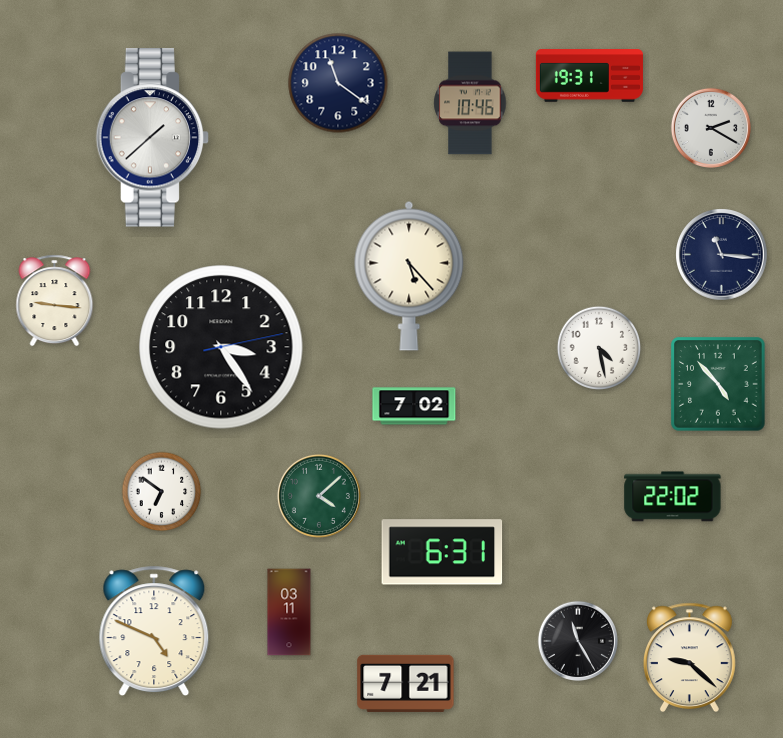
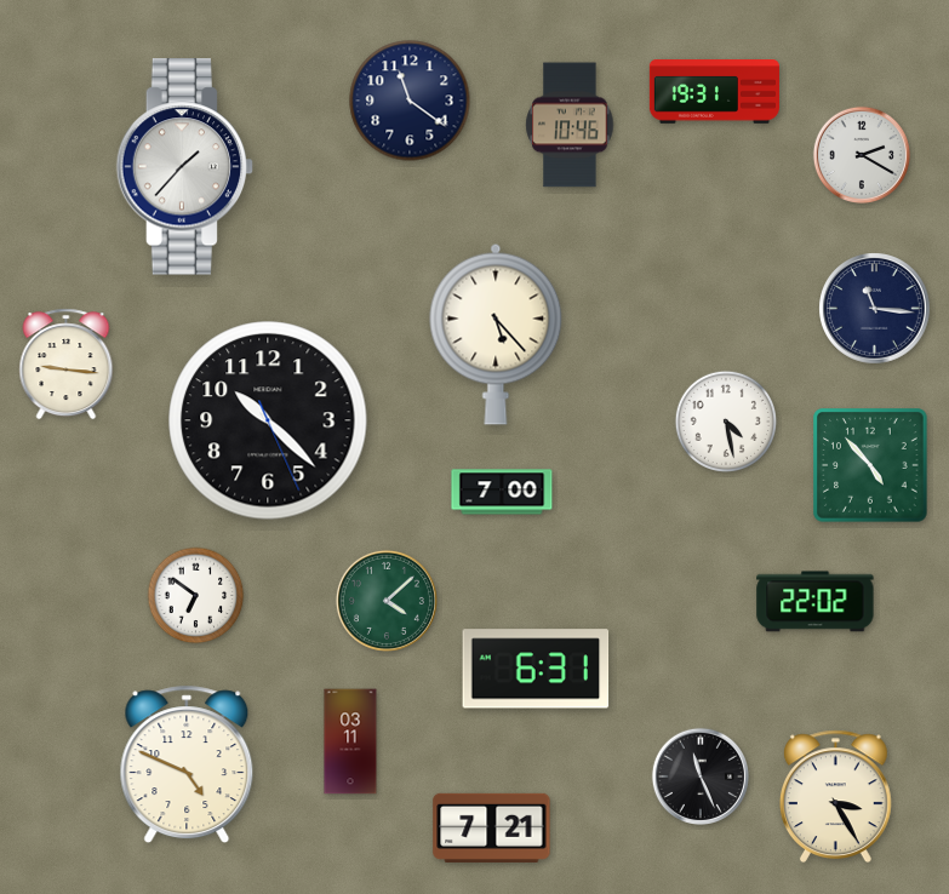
clock at (153, 138): 1:38 -> 1:37
clock at (221, 347): 3:24 -> 10:22
clock at (414, 406): 7:02 -> 7:00
clock at (577, 640): 11:25 -> 11:26
clock at (689, 658): 9:22 -> 3:25
